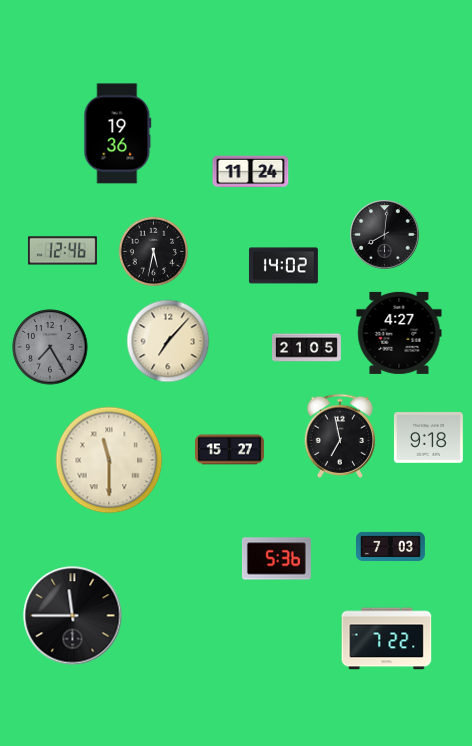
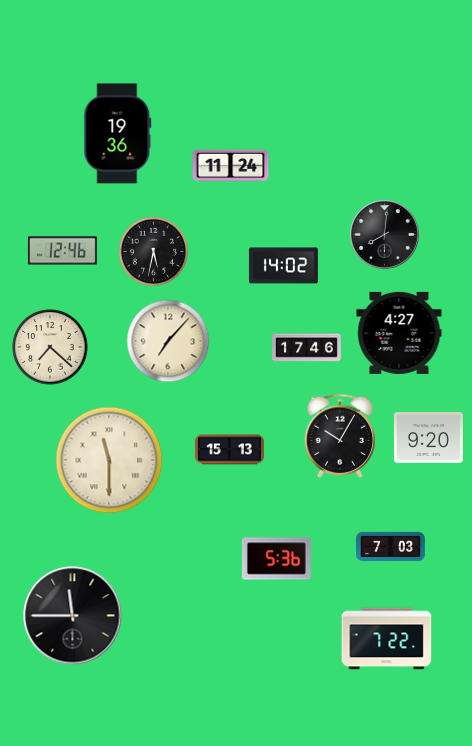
clock at (251, 172) position: (251, 172) -> (231, 166)
clock at (50, 347): 7:25 -> 7:22
clock at (50, 347) dial: grey -> cream
clock at (307, 348): 21:05 -> 17:46
clock at (340, 436): 6:58 -> 10:05
clock at (428, 438): 9:18 -> 9:20
clock at (229, 450): 15:27 -> 15:13
